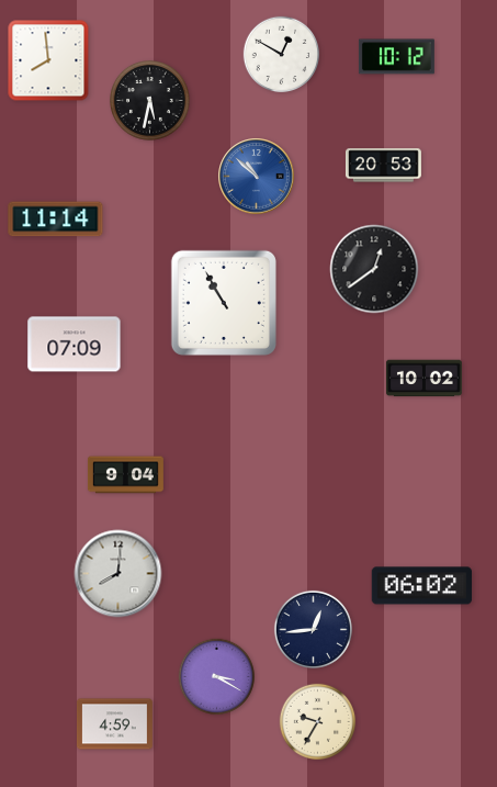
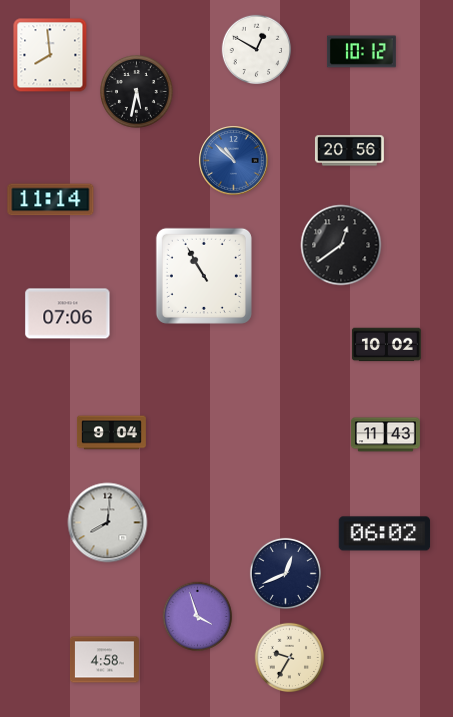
clock at (48, 60) position: (48, 60) -> (50, 55)
clock at (383, 166): 20:53 -> 20:56
clock at (75, 345): 07:09 -> 07:06
clock at (125, 475) position: (125, 475) -> (111, 433)
clock at (385, 435): none -> 11:43
clock at (313, 629): 12:44 -> 12:41
clock at (217, 677): 3:20 -> 3:57
clock at (114, 724): 4:59 -> 4:58
